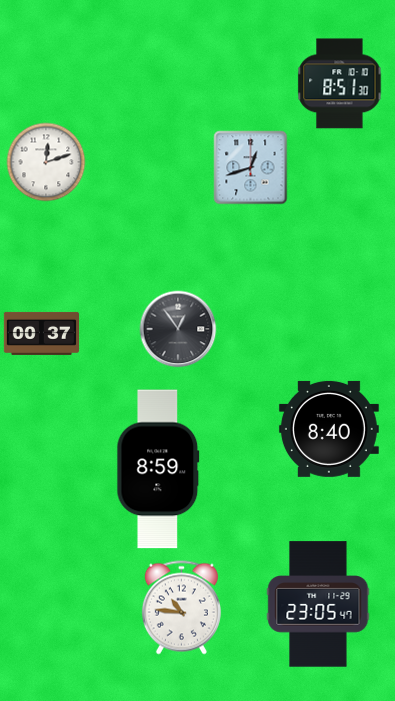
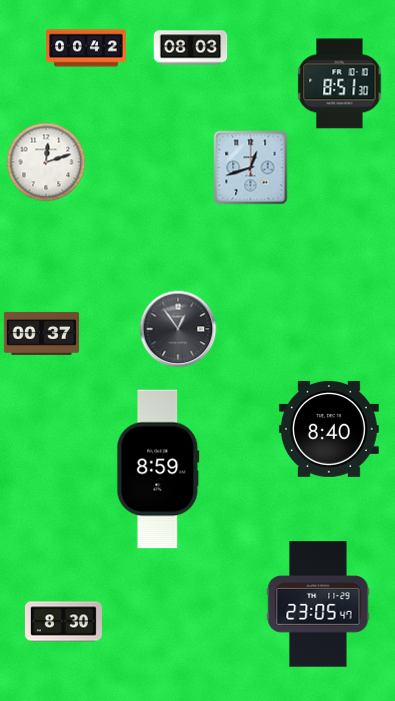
clock at (86, 48): none -> 00:42
clock at (191, 48): none -> 08:03
clock at (181, 608): 10:46 -> none
clock at (63, 622): none -> 8:30
